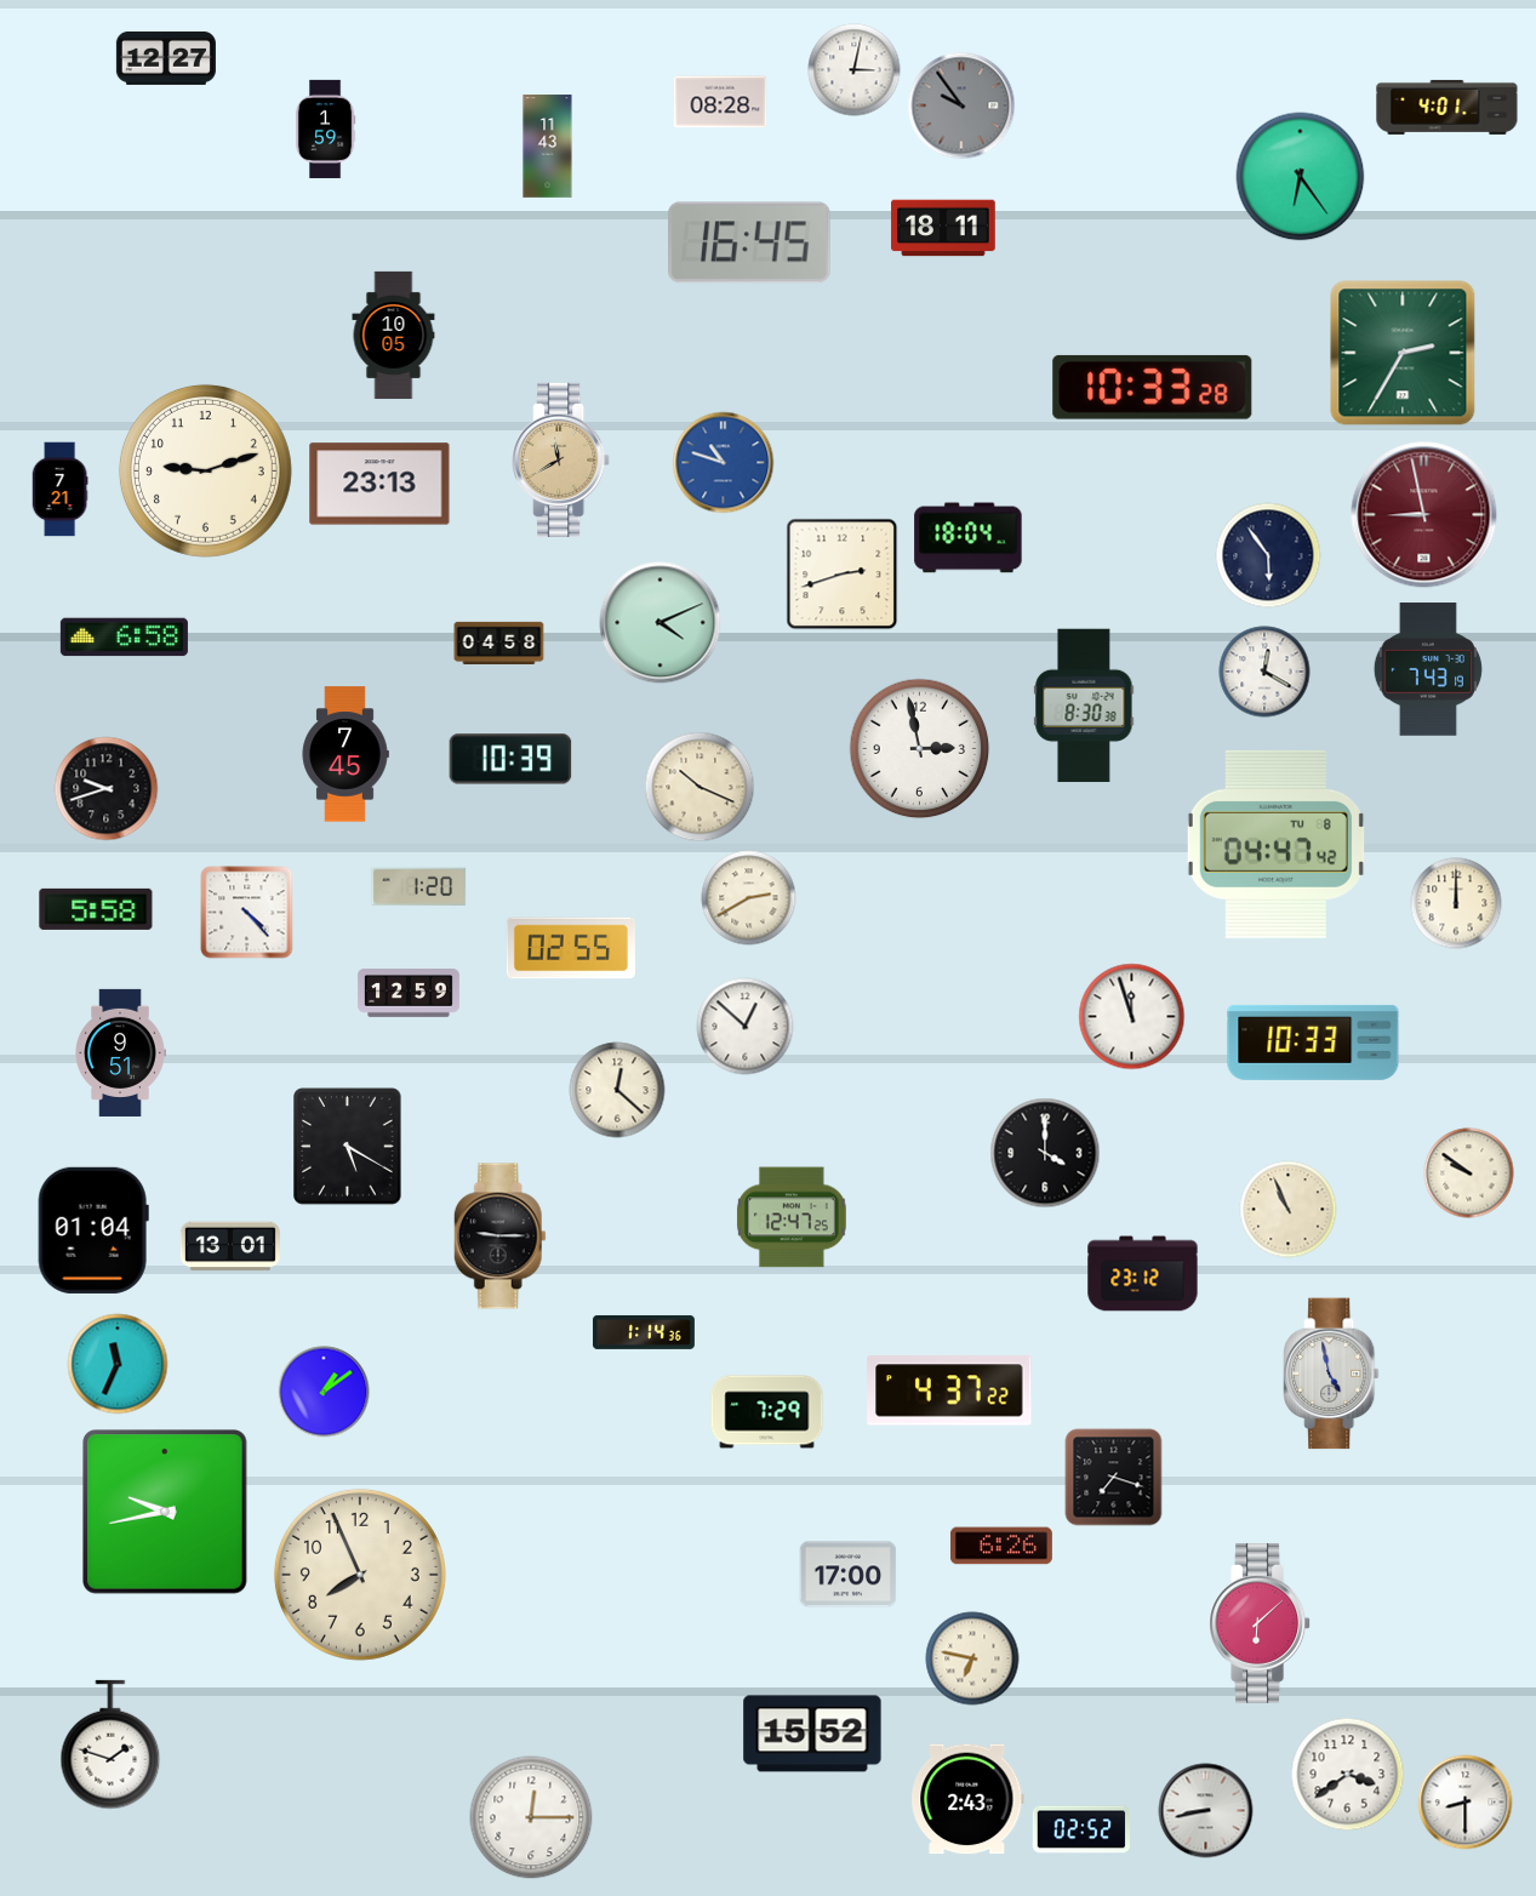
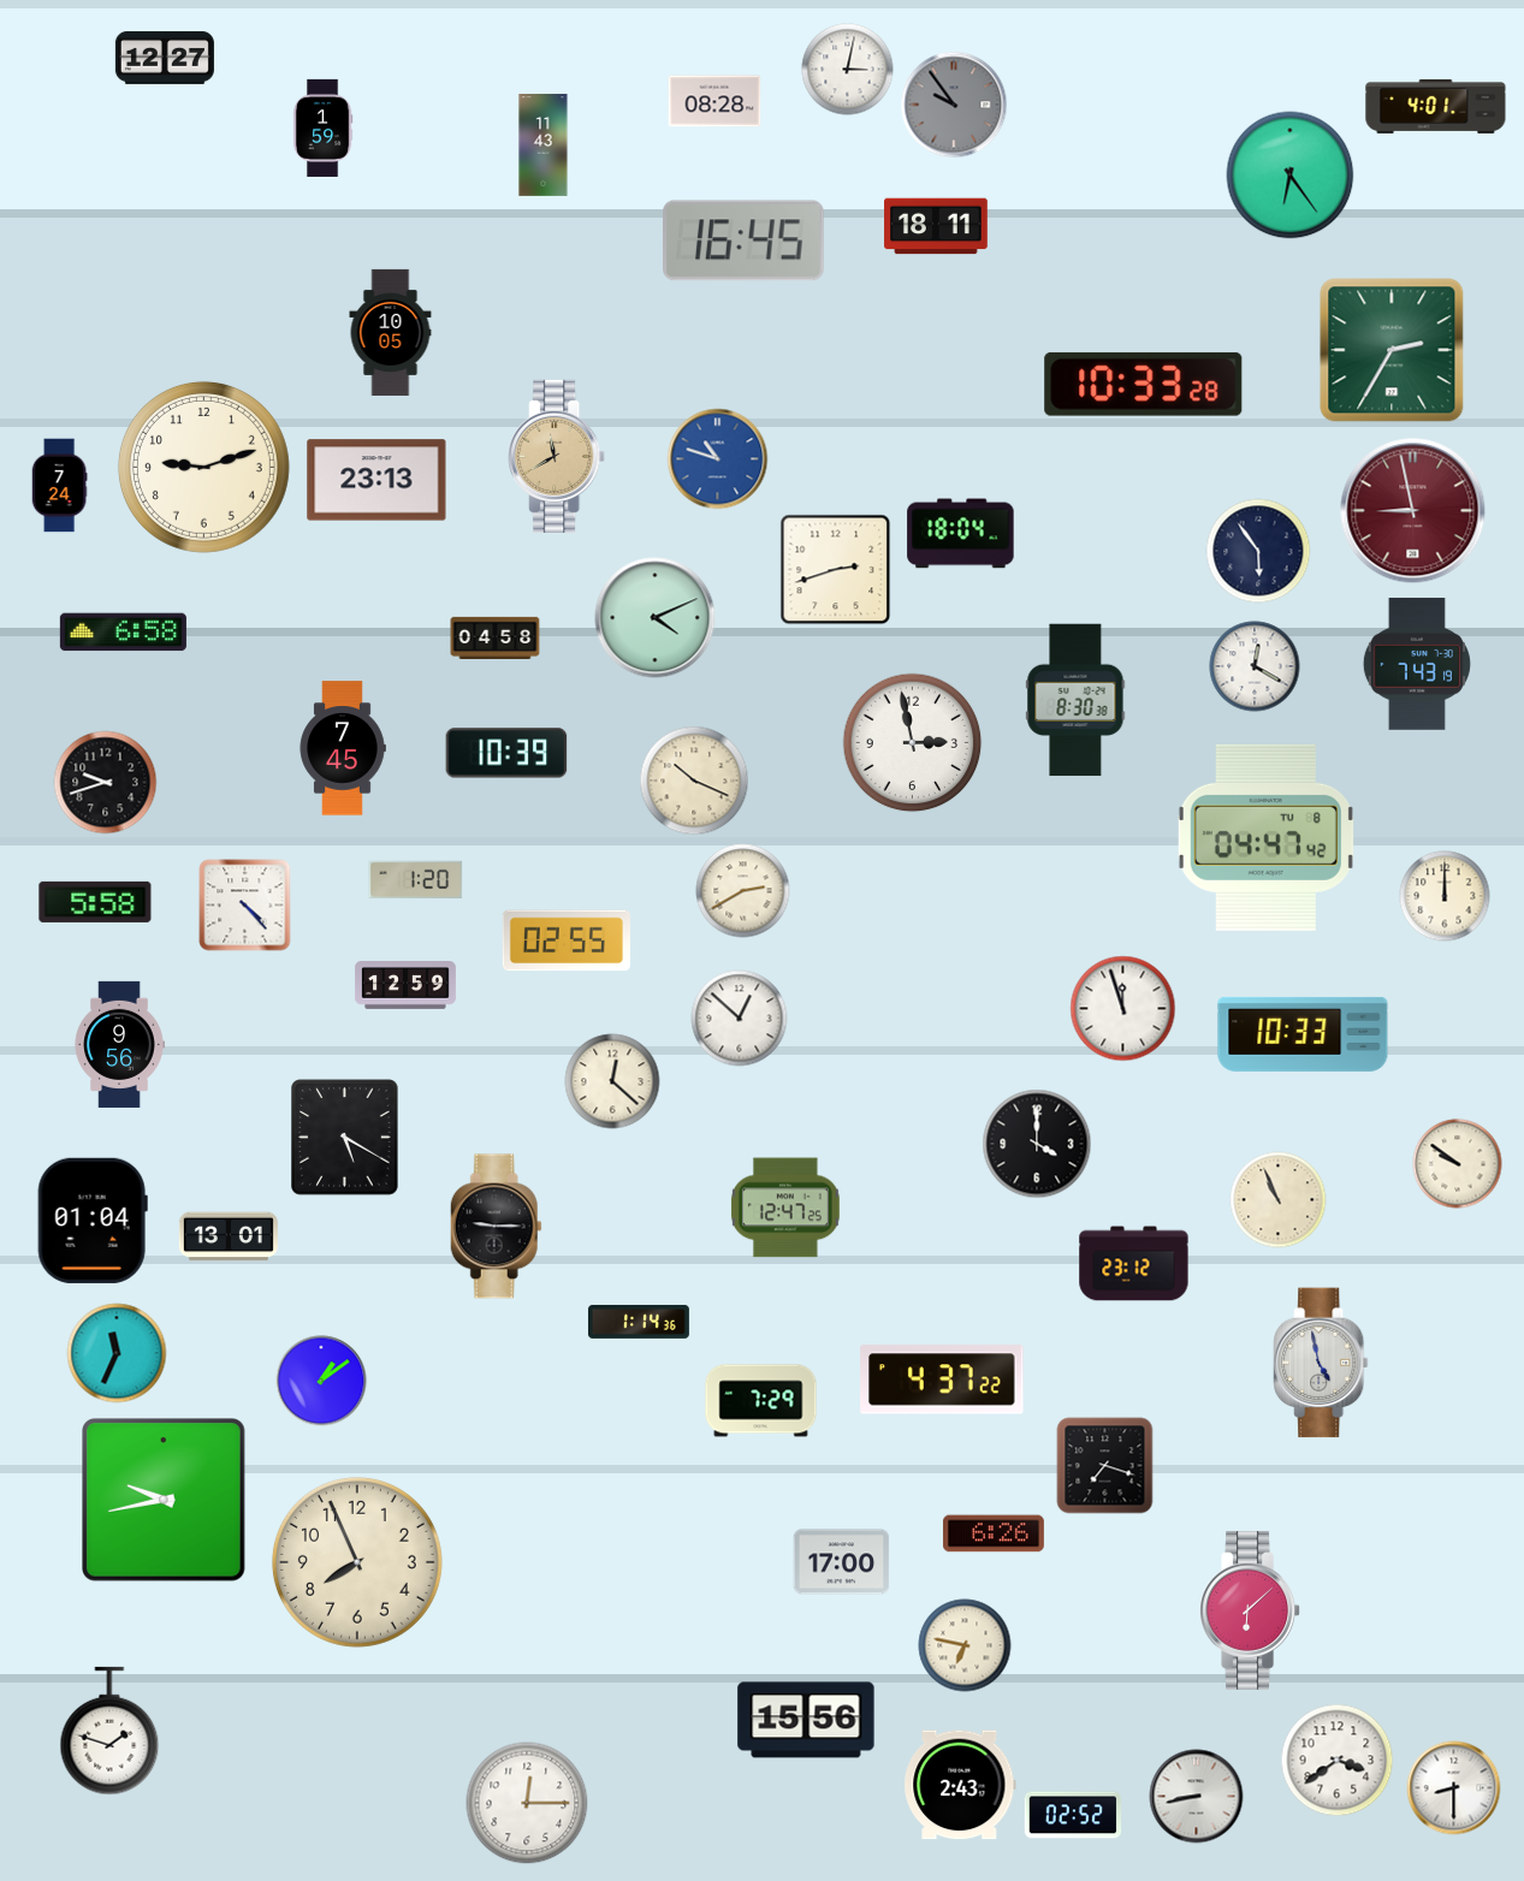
clock at (59, 490): 7:21 -> 7:24
clock at (120, 1052): 9:51 -> 9:56
clock at (812, 1734): 15:52 -> 15:56
